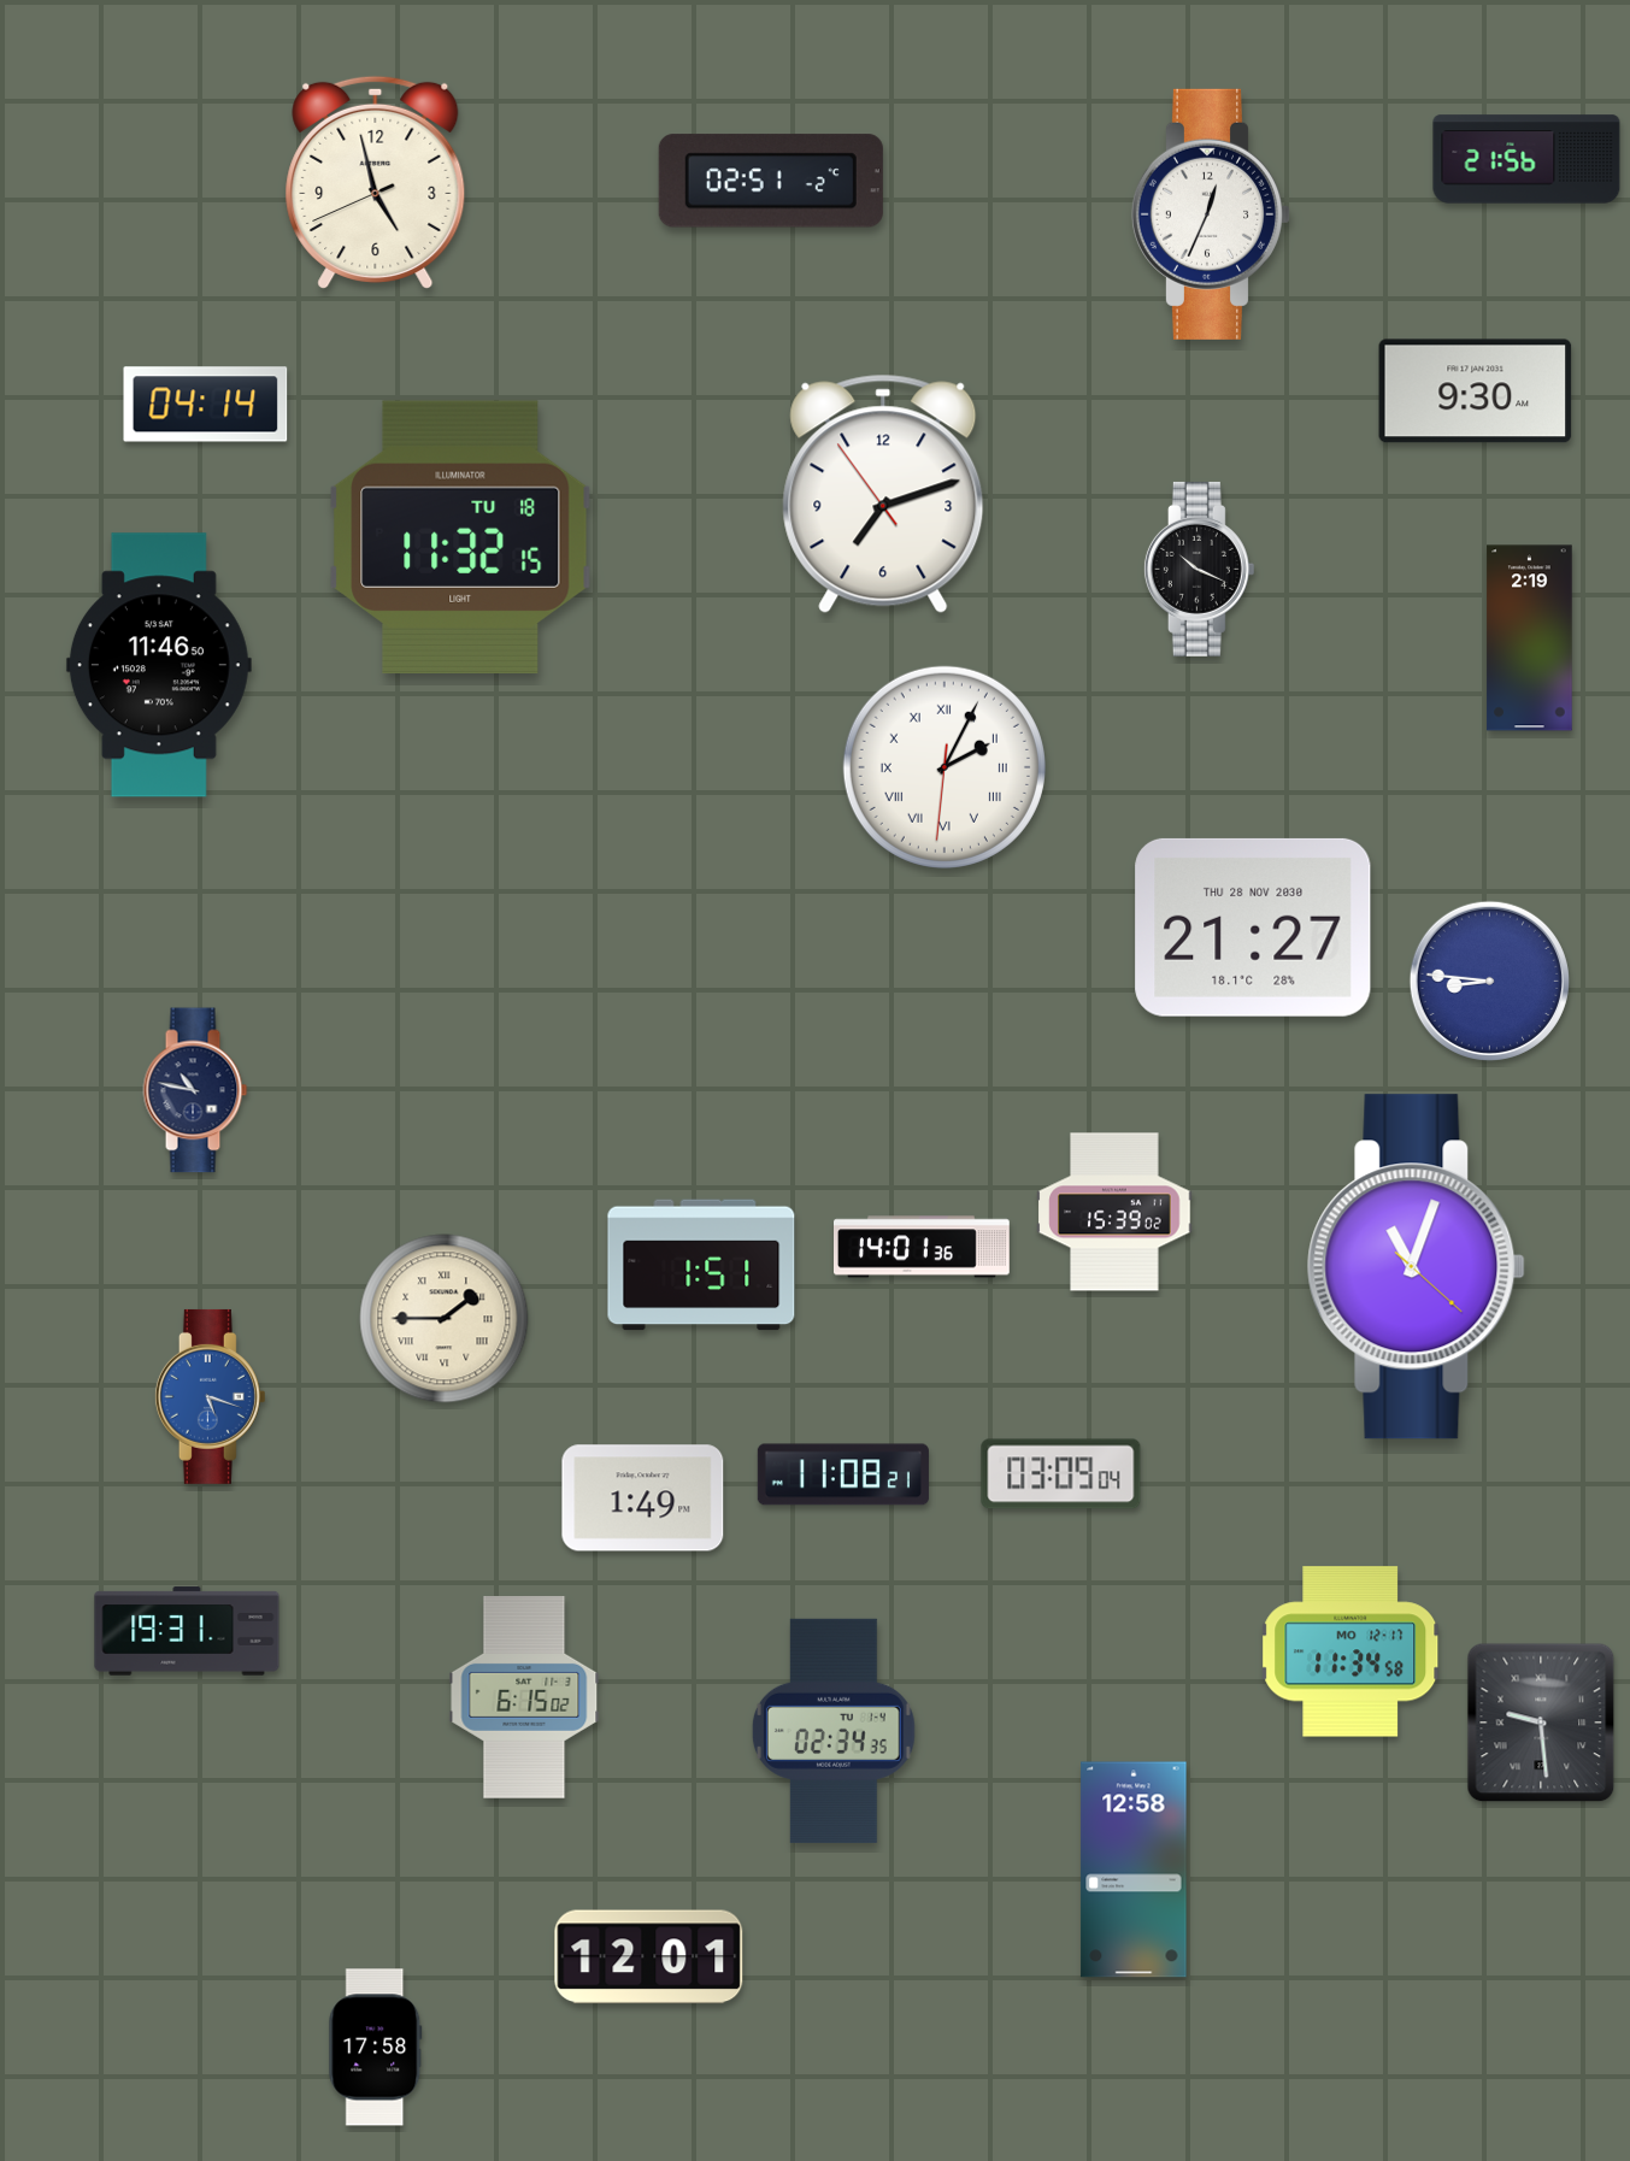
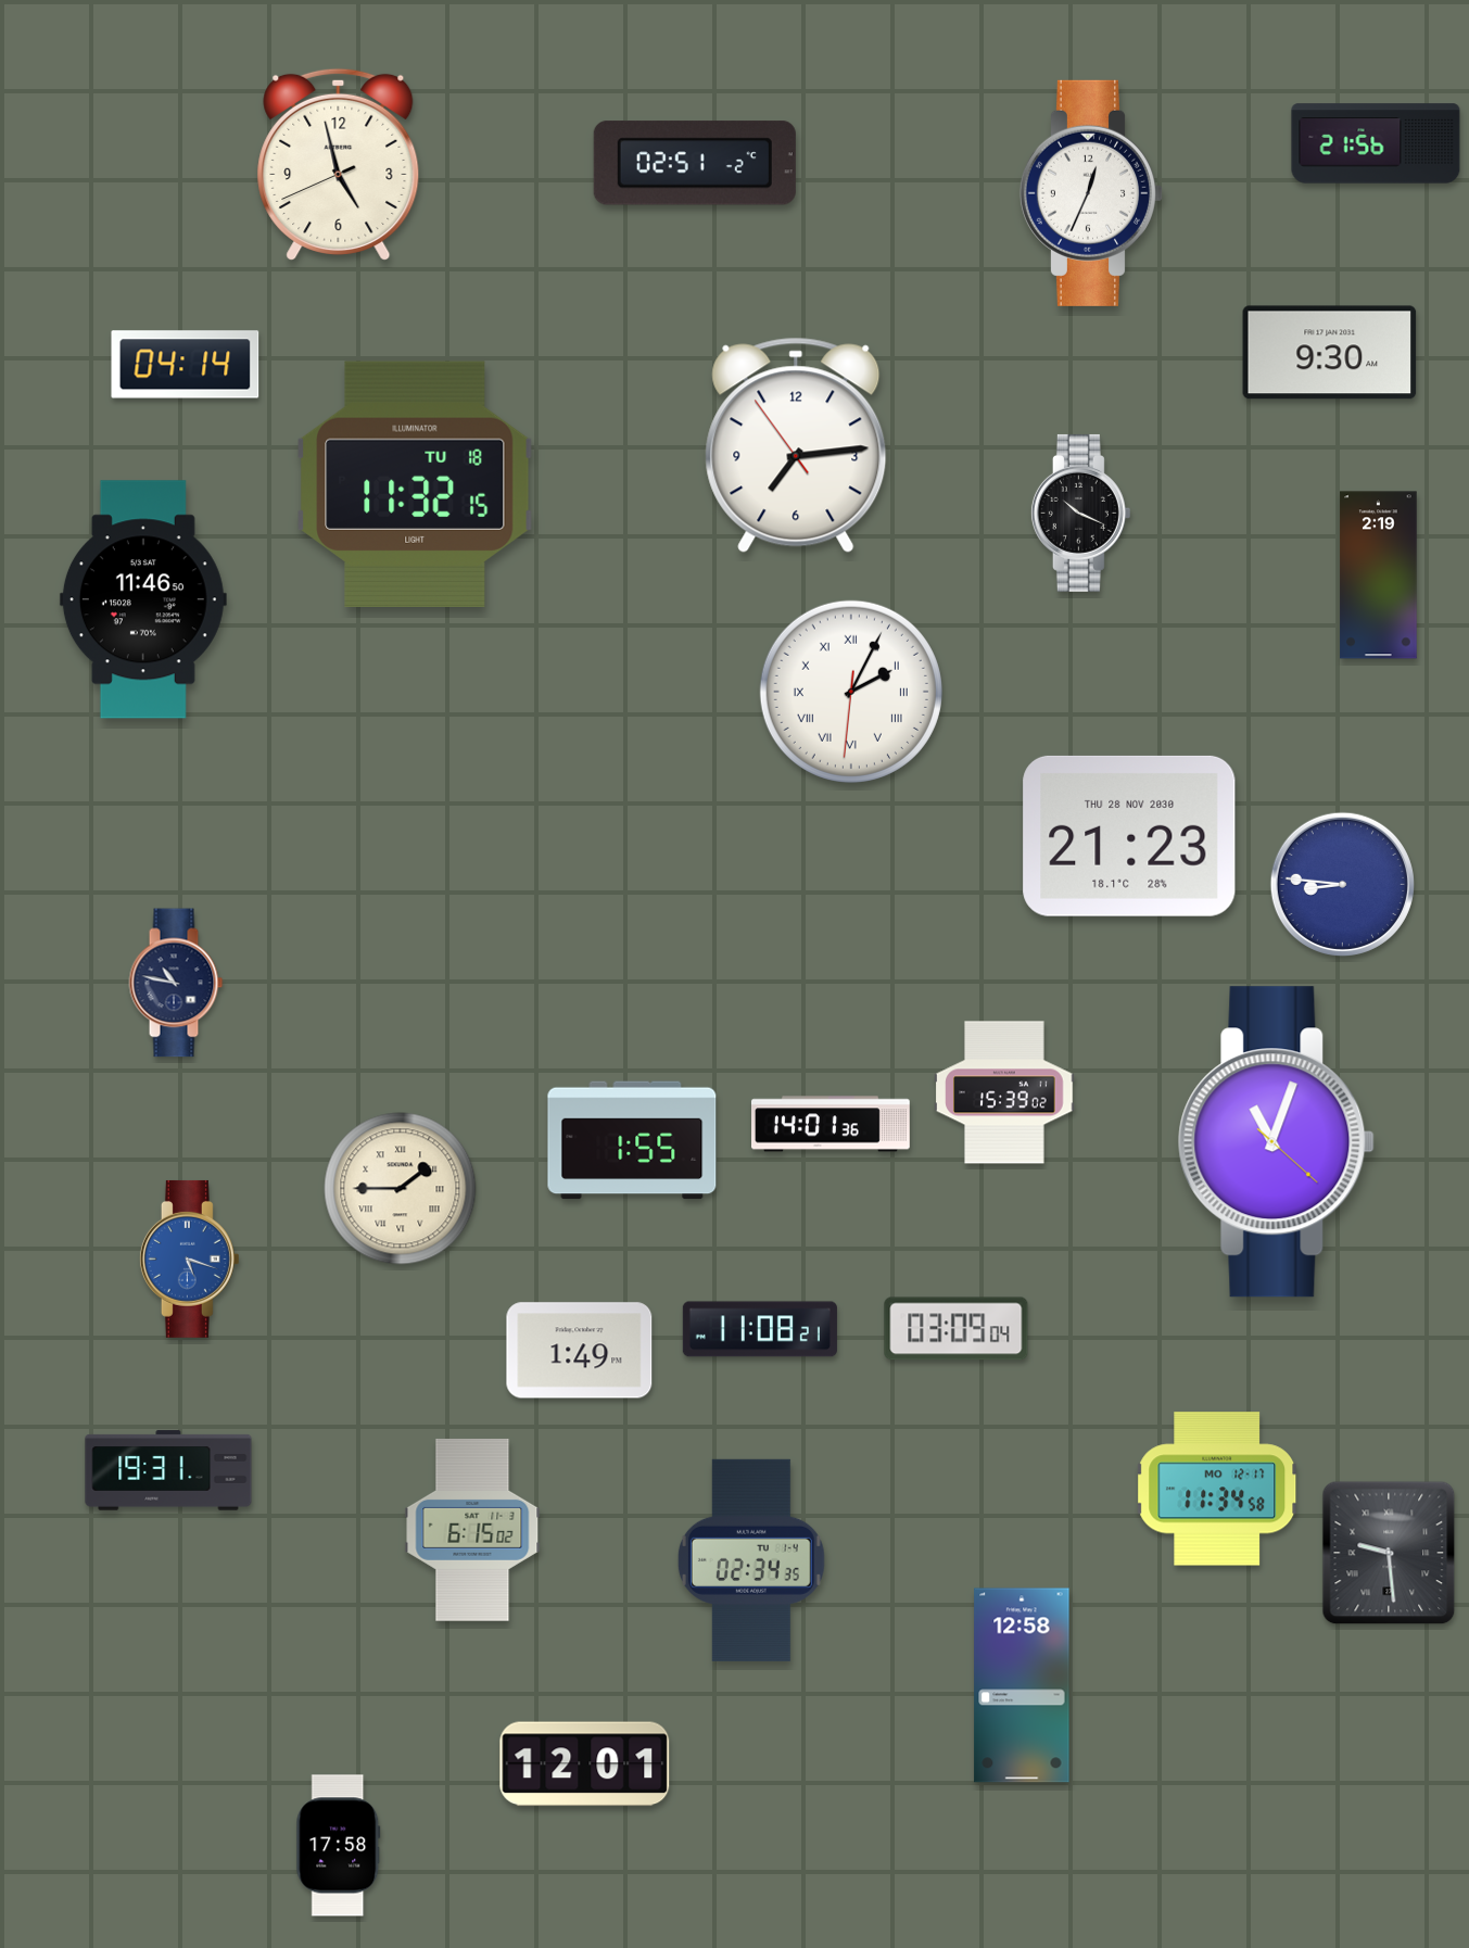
clock at (883, 494): 7:11 -> 7:13
clock at (1253, 928): 21:27 -> 21:23
clock at (701, 1265): 1:51 -> 1:55
